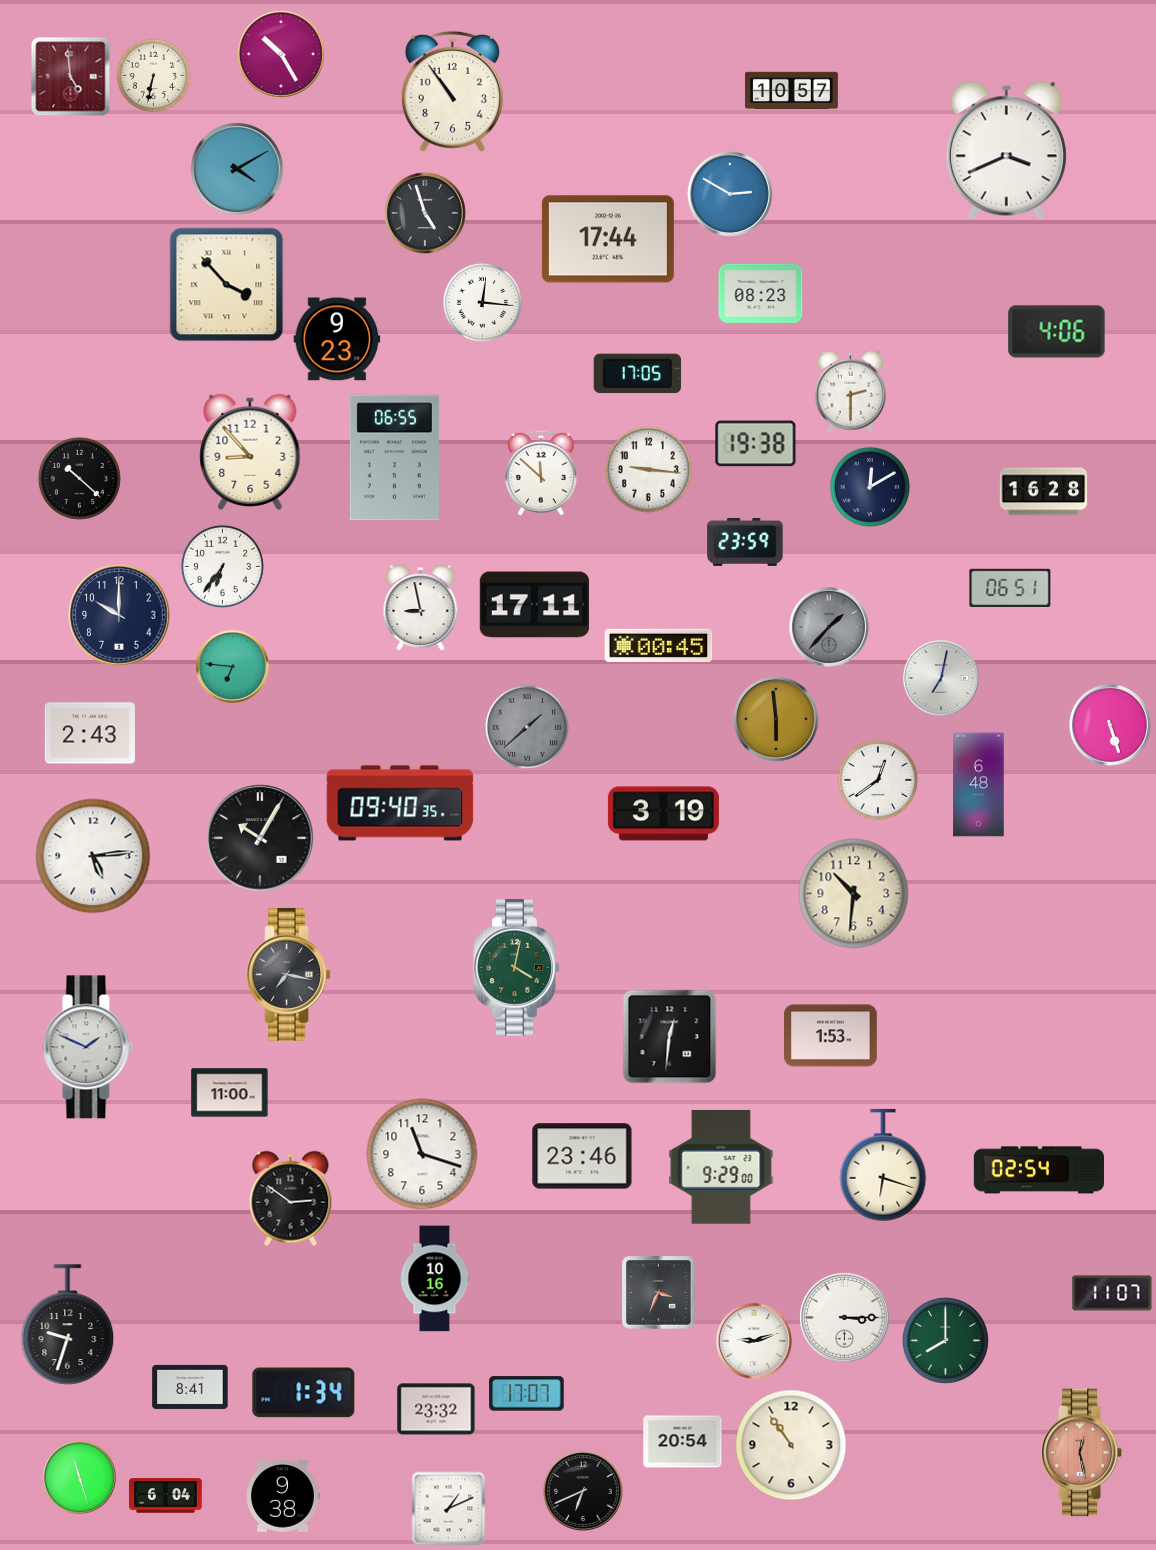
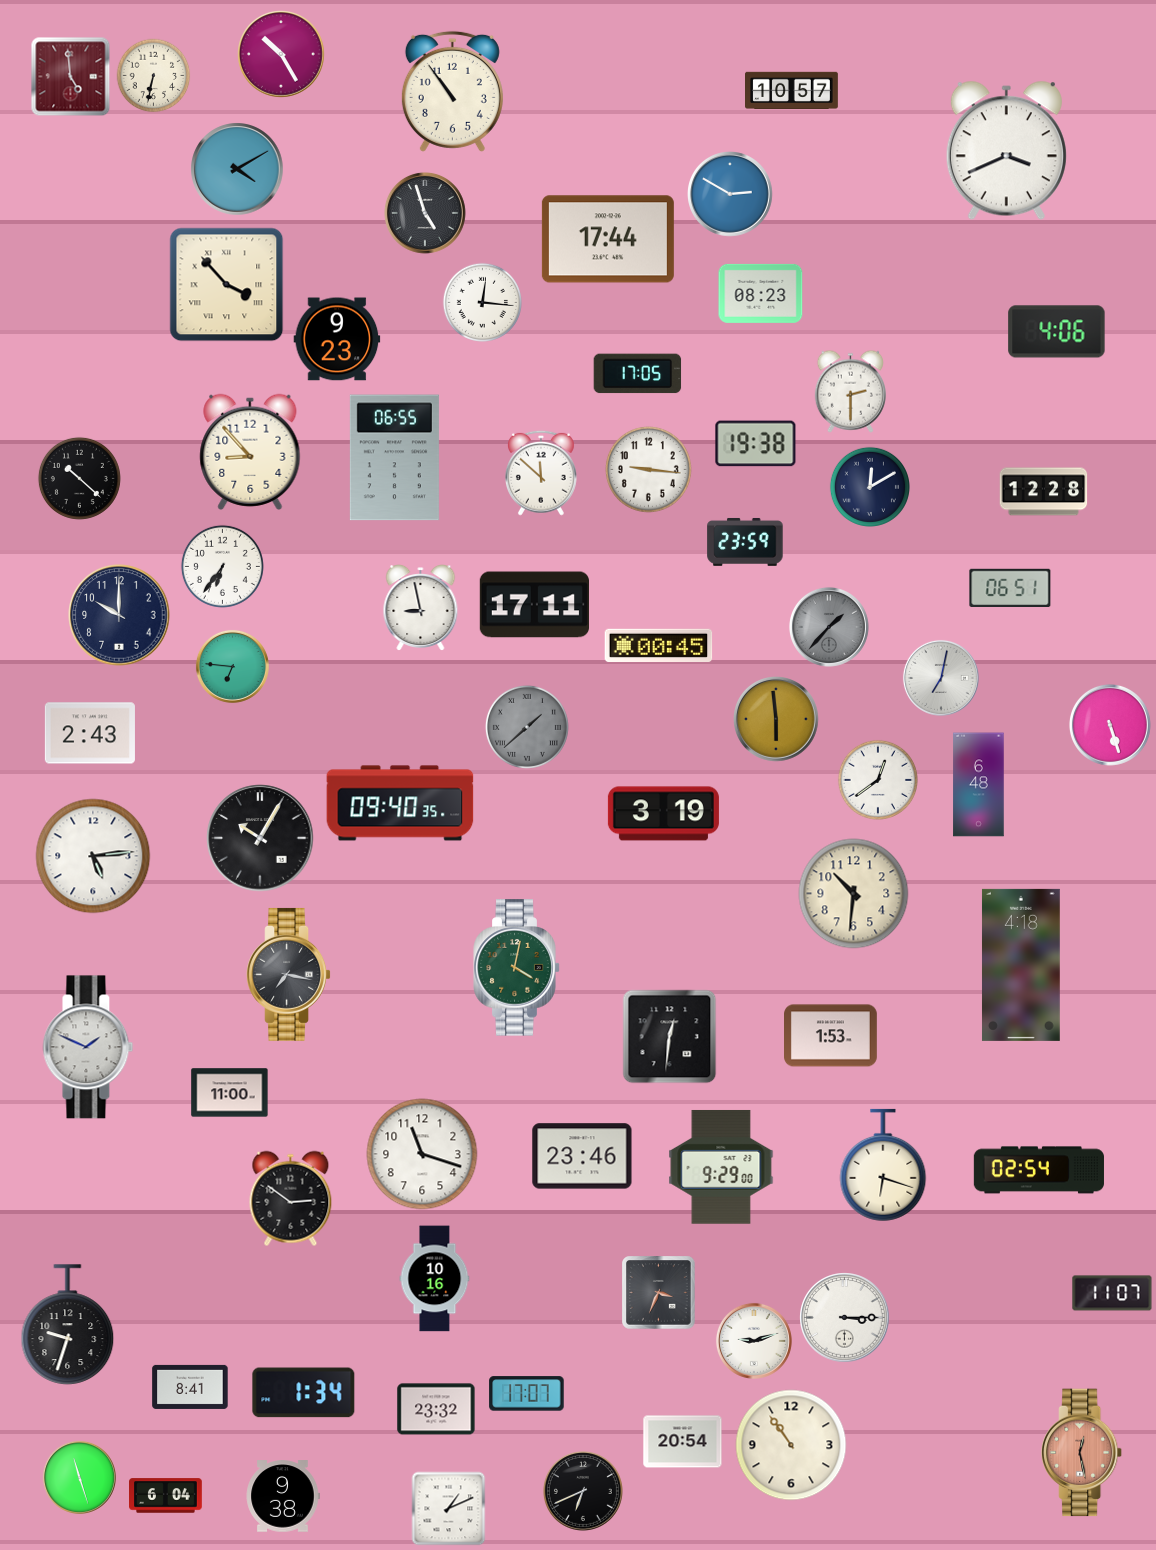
clock at (1044, 492): 16:28 -> 12:28
clock at (1021, 965): none -> 4:18
clock at (945, 1340): 8:00 -> none
